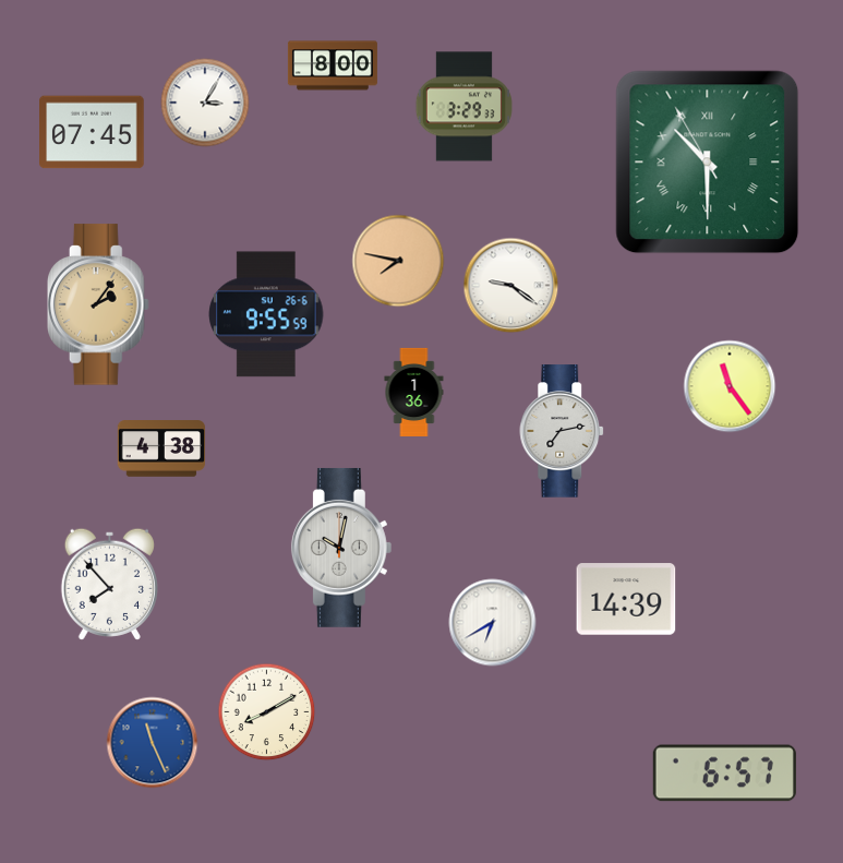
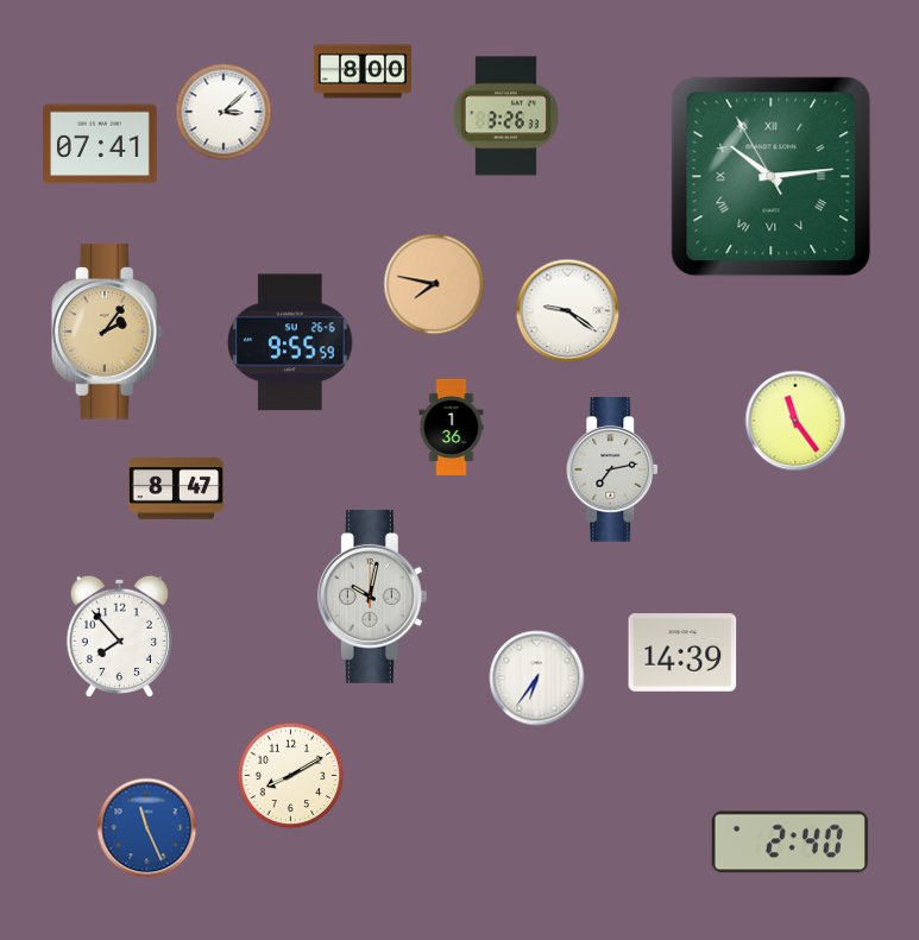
clock at (205, 103): 3:05 -> 3:08
clock at (463, 107): 3:29 -> 3:26
clock at (93, 132): 07:45 -> 07:41
clock at (708, 163): 10:29 -> 10:13
clock at (511, 286) position: (511, 286) -> (568, 311)
clock at (161, 448): 4:38 -> 8:47
clock at (493, 623): 6:40 -> 6:36
clock at (153, 743) position: (153, 743) -> (147, 828)
clock at (724, 774): 6:57 -> 2:40
